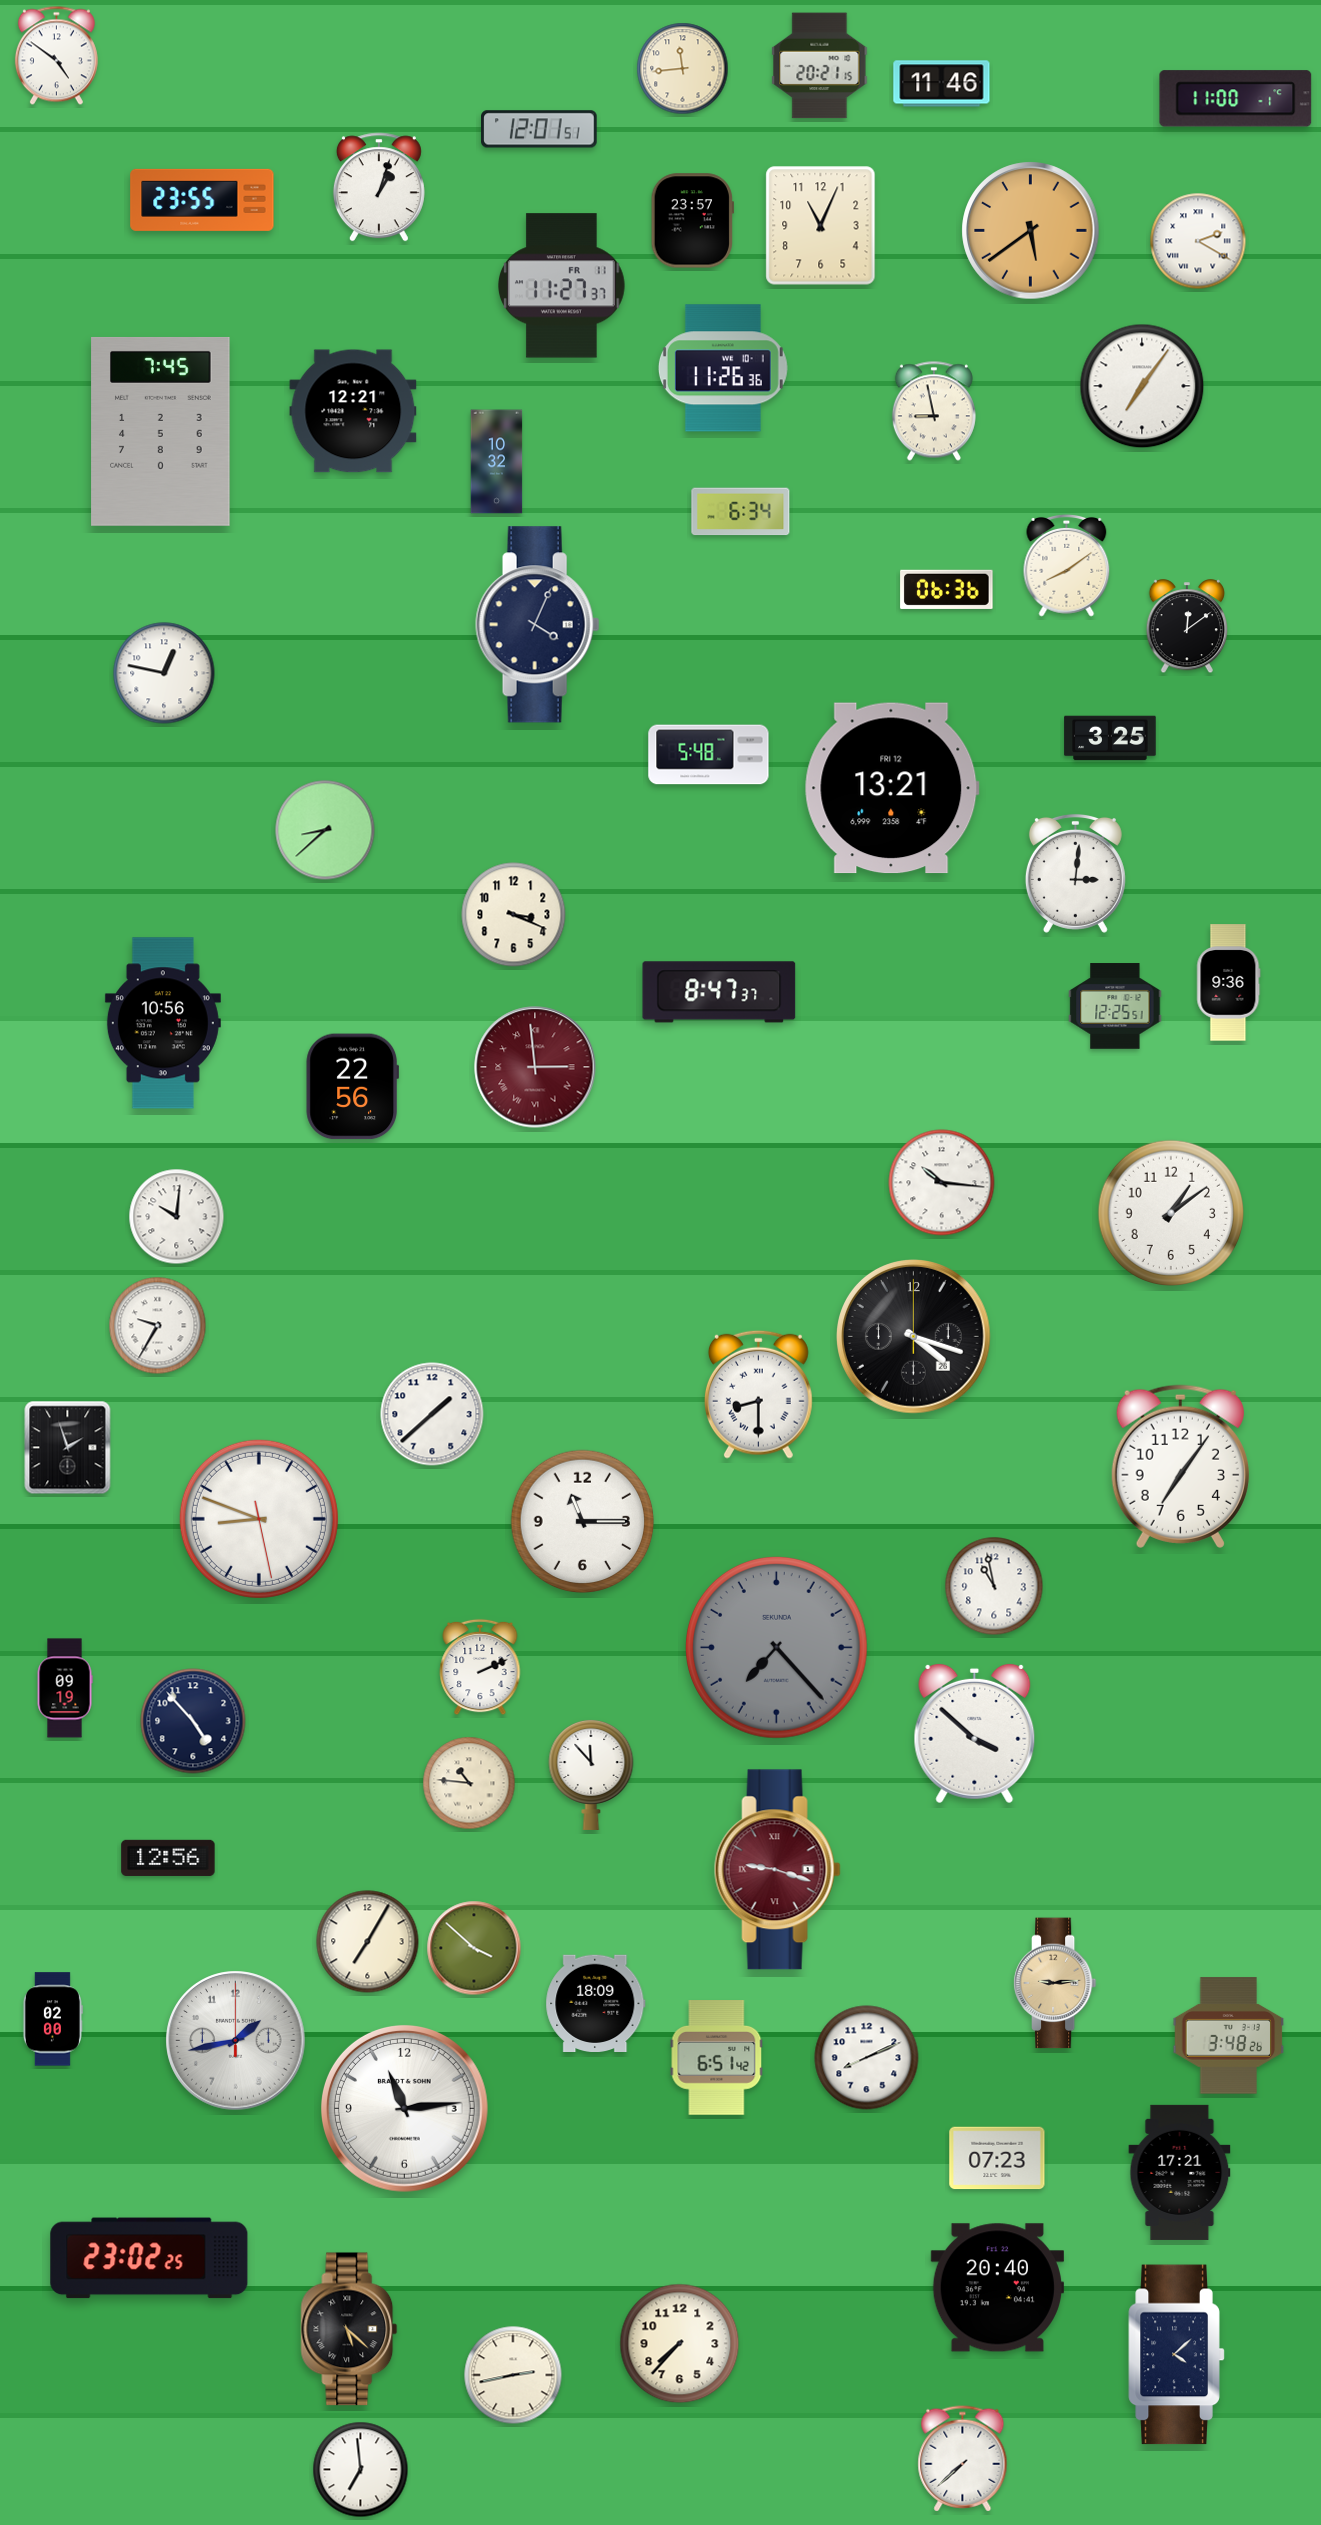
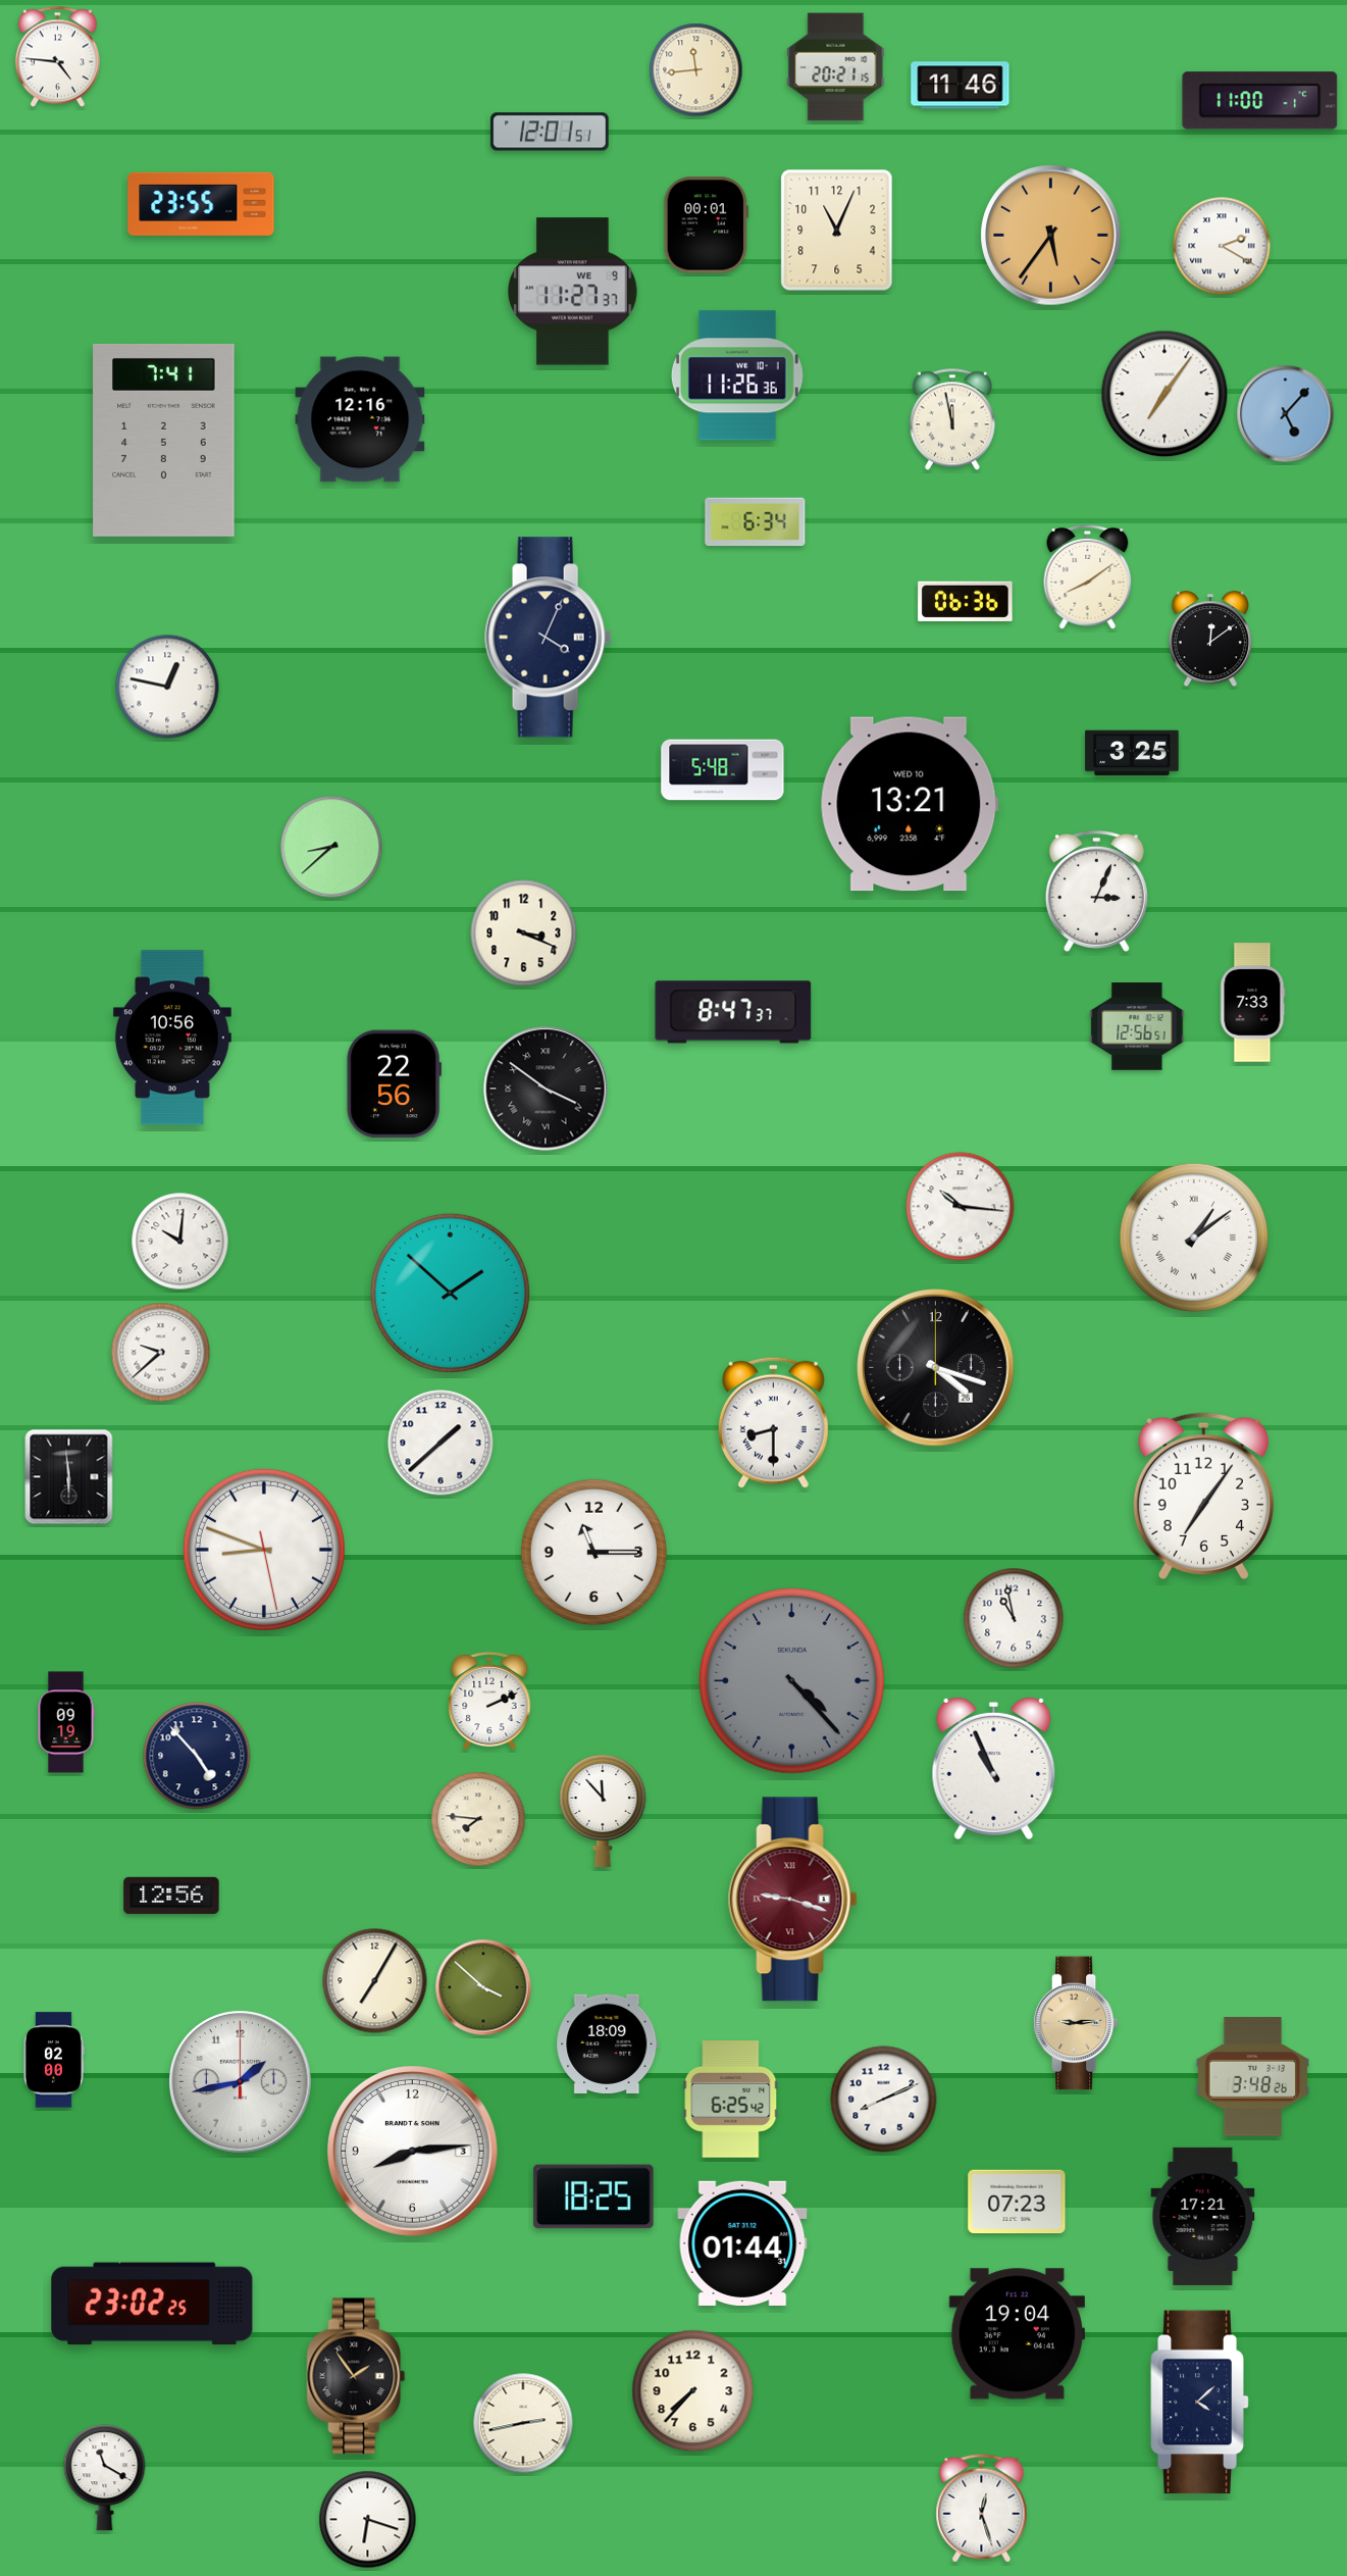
clock at (56, 56): 4:51 -> 4:46
clock at (379, 187): 1:03 -> none
clock at (202, 200) position: (202, 200) -> (201, 204)
clock at (692, 221): 23:57 -> 00:01
clock at (1031, 231): 5:39 -> 5:36
clock at (562, 286) date: FR 11 -> WE 9
clock at (1286, 414): none -> 5:07
clock at (353, 411): 12:21 -> 12:16
clock at (934, 411): 8:58 -> 11:58
clock at (161, 431): 7:45 -> 7:41
clock at (497, 462): 10:32 -> none
clock at (892, 788) date: FRI 12 -> WED 10
clock at (1075, 873): 3:01 -> 3:04
clock at (1229, 983): 9:36 -> 7:33
clock at (1115, 1006): 12:25 -> 12:56
clock at (163, 1023) position: (163, 1023) -> (172, 1038)
clock at (535, 1067): 2:59 -> 3:51
clock at (535, 1067) dial: burgundy -> black
clock at (352, 1087) position: (352, 1087) -> (394, 1084)
clock at (1170, 1212) numerals: Arabic -> Roman
clock at (450, 1293): none -> 1:52
clock at (158, 1326): 9:35 -> 9:38
clock at (914, 1337) position: (914, 1337) -> (936, 1368)
clock at (68, 1448): 1:57 -> 5:59
clock at (776, 1647): 7:23 -> 4:23
clock at (975, 1734): 3:52 -> 10:56
clock at (469, 1783): 10:46 -> 7:46
clock at (777, 1870) position: (777, 1870) -> (792, 1900)
clock at (717, 2058): 6:51 -> 6:25
clock at (404, 2108): 11:14 -> 8:14
clock at (593, 2196): none -> 18:25
clock at (742, 2243): none -> 01:44
clock at (997, 2288): 20:40 -> 19:04
clock at (349, 2329): 5:22 -> 1:54
clock at (105, 2478): none -> 11:20
clock at (963, 2459): 7:38 -> 12:27
clock at (361, 2470): 6:59 -> 6:18
